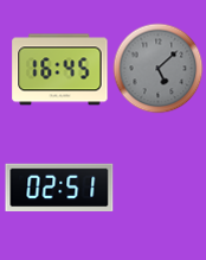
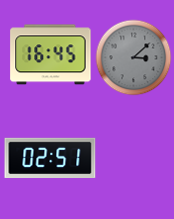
clock at (159, 69): 5:08 -> 3:08
clock at (60, 70) position: (60, 70) -> (51, 55)
